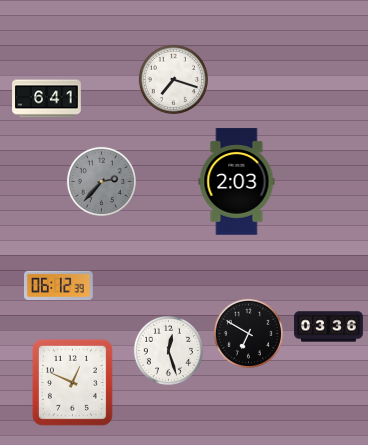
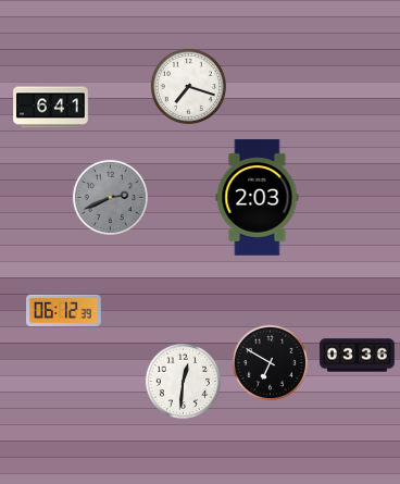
clock at (101, 181): 2:37 -> 2:41
clock at (168, 350): 12:27 -> 12:31
clock at (72, 382): 12:49 -> none
